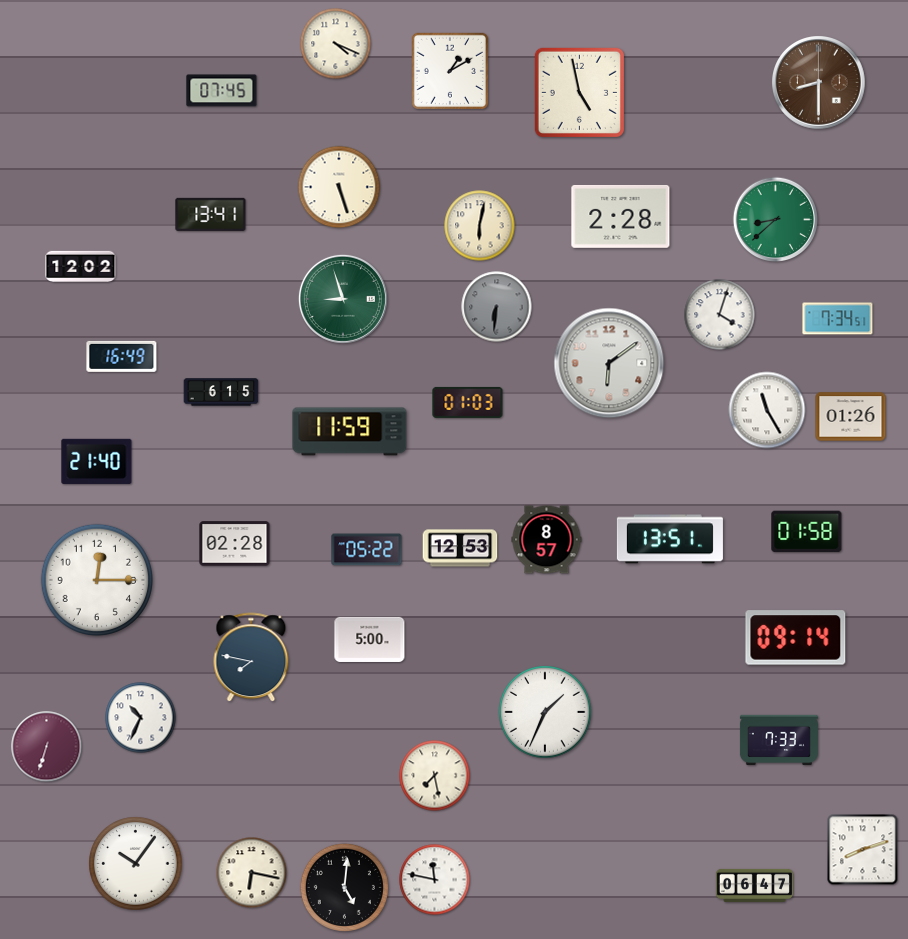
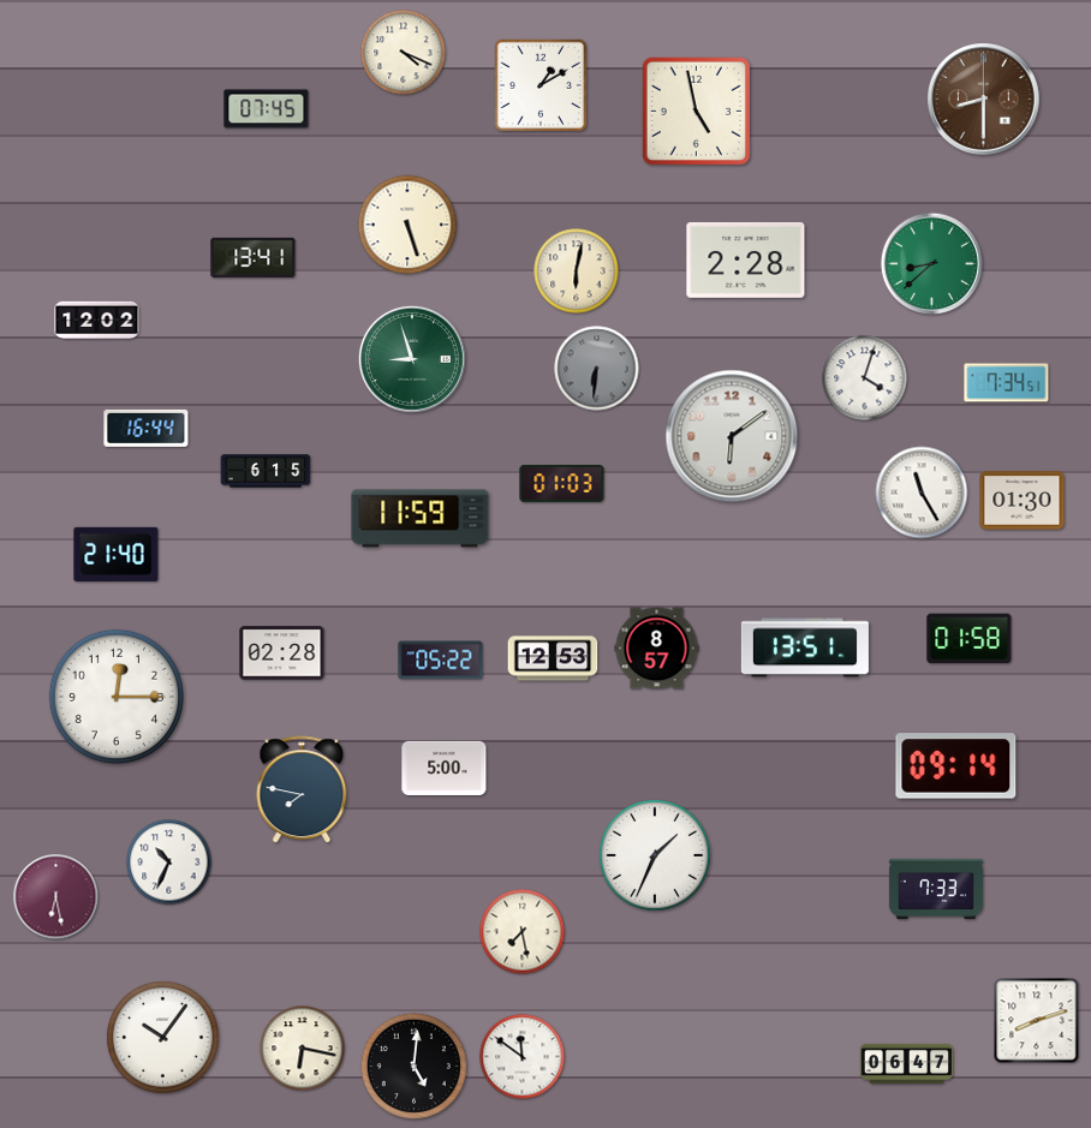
clock at (122, 356): 16:49 -> 16:44
clock at (851, 417): 01:26 -> 01:30
clock at (47, 747): 6:33 -> 6:28
clock at (435, 880): 11:47 -> 11:51
